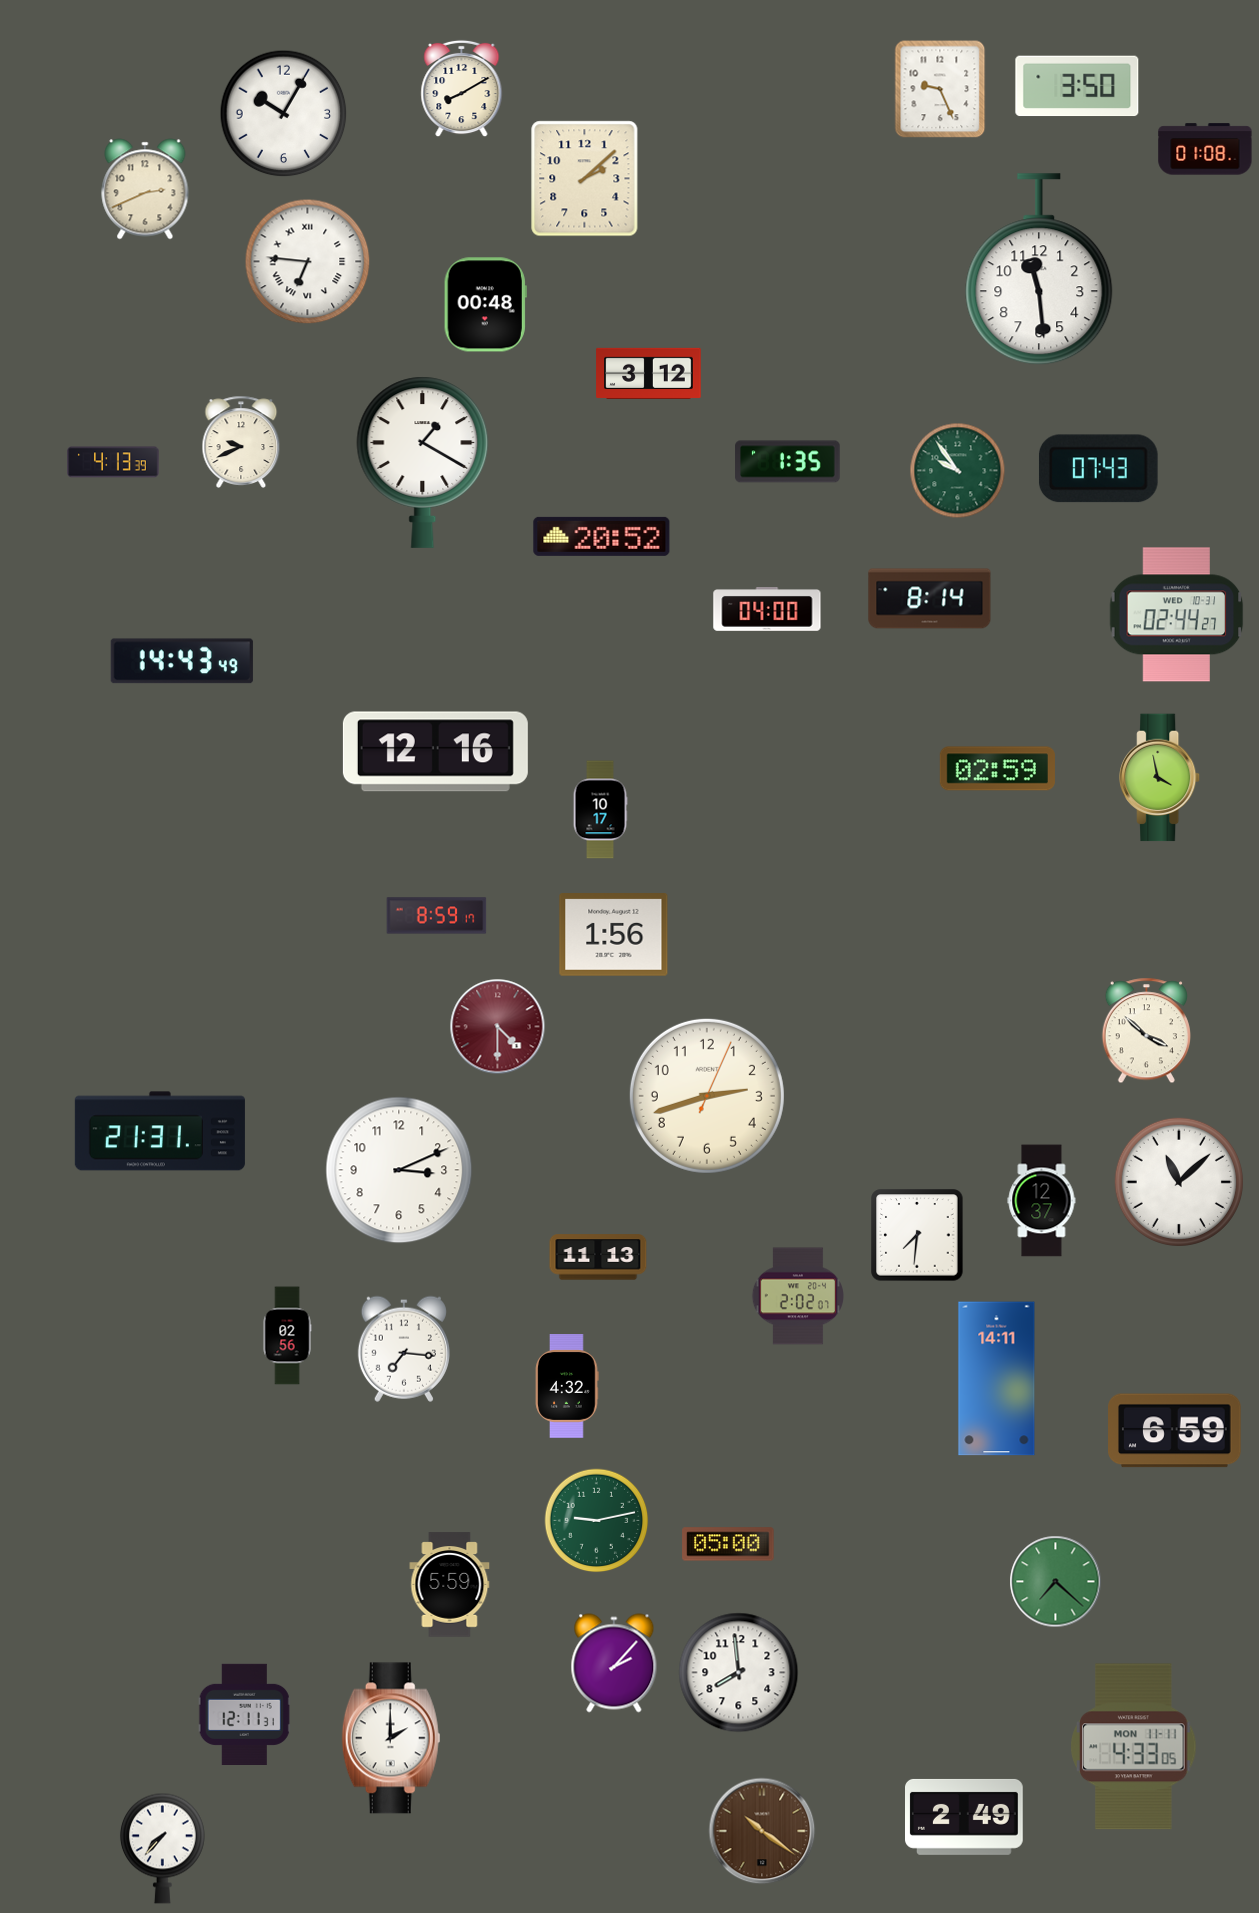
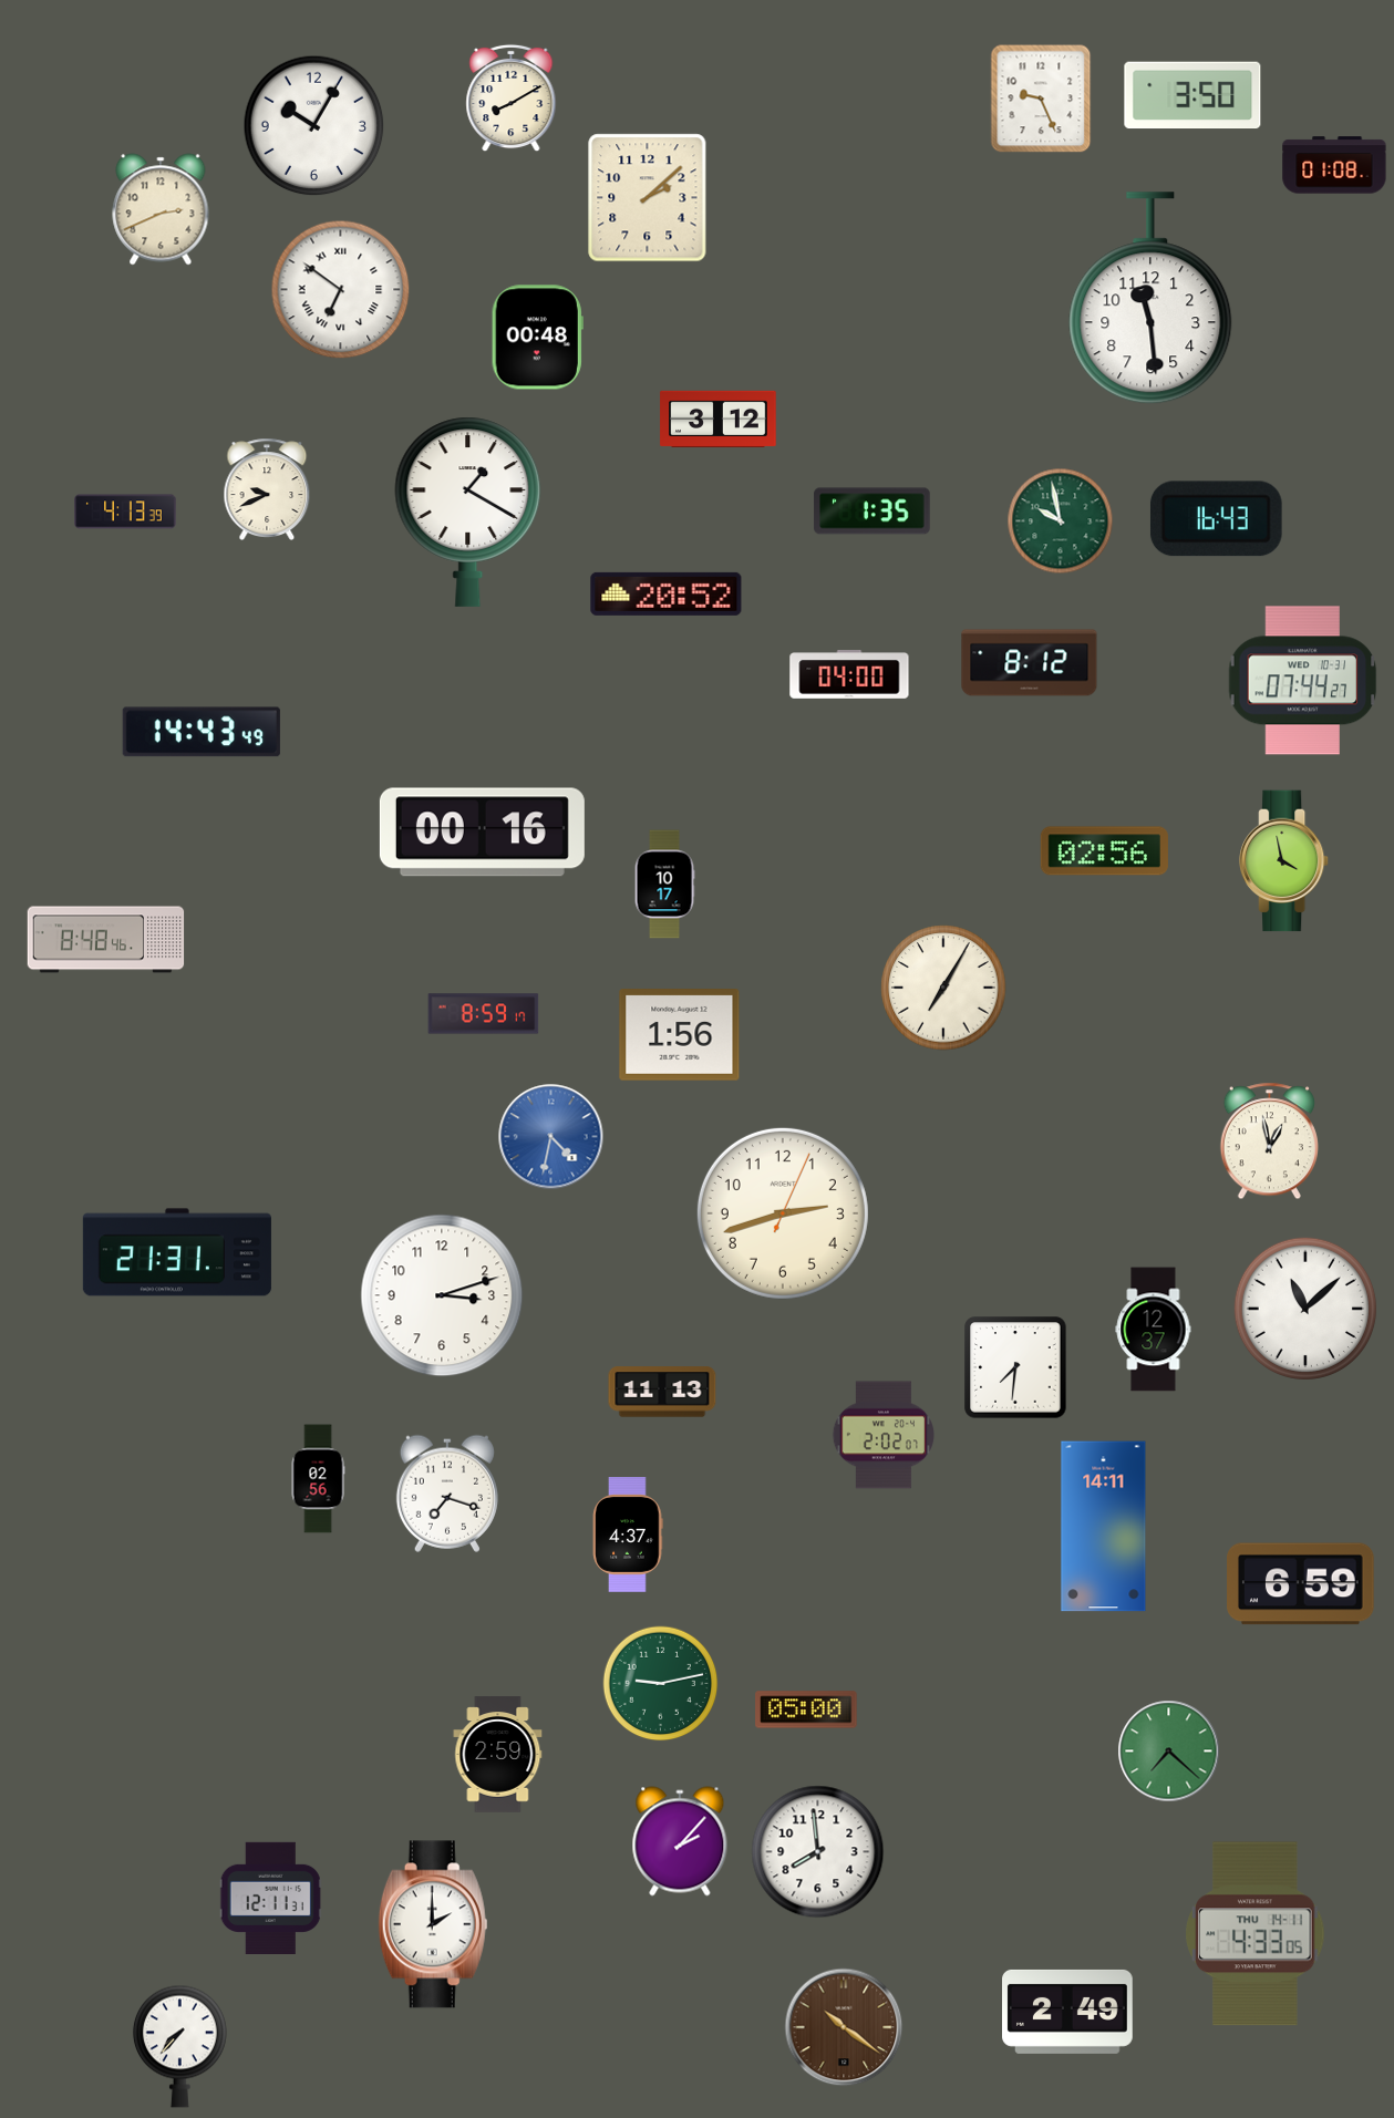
clock at (308, 262): 6:46 -> 6:51
clock at (649, 373) position: (649, 373) -> (719, 419)
clock at (1098, 469): 07:43 -> 16:43
clock at (958, 471): 9:54 -> 9:58
clock at (930, 599): 8:14 -> 8:12
clock at (1177, 615): 02:44 -> 07:44
clock at (435, 752): 12:16 -> 00:16
clock at (997, 769): 02:59 -> 02:56
clock at (600, 810) position: (600, 810) -> (664, 885)
clock at (106, 940): none -> 8:48
clock at (943, 988): none -> 7:05
clock at (498, 1027): 4:30 -> 4:32
clock at (498, 1027) dial: burgundy -> blue
clock at (1146, 1031): 3:52 -> 12:58
clock at (399, 1170): 3:11 -> 3:12
clock at (404, 1349): 7:16 -> 7:18
clock at (567, 1387): 4:32 -> 4:37
clock at (450, 1585): 5:59 -> 2:59
clock at (1134, 1747) date: MON 11-11 -> THU 14-11
